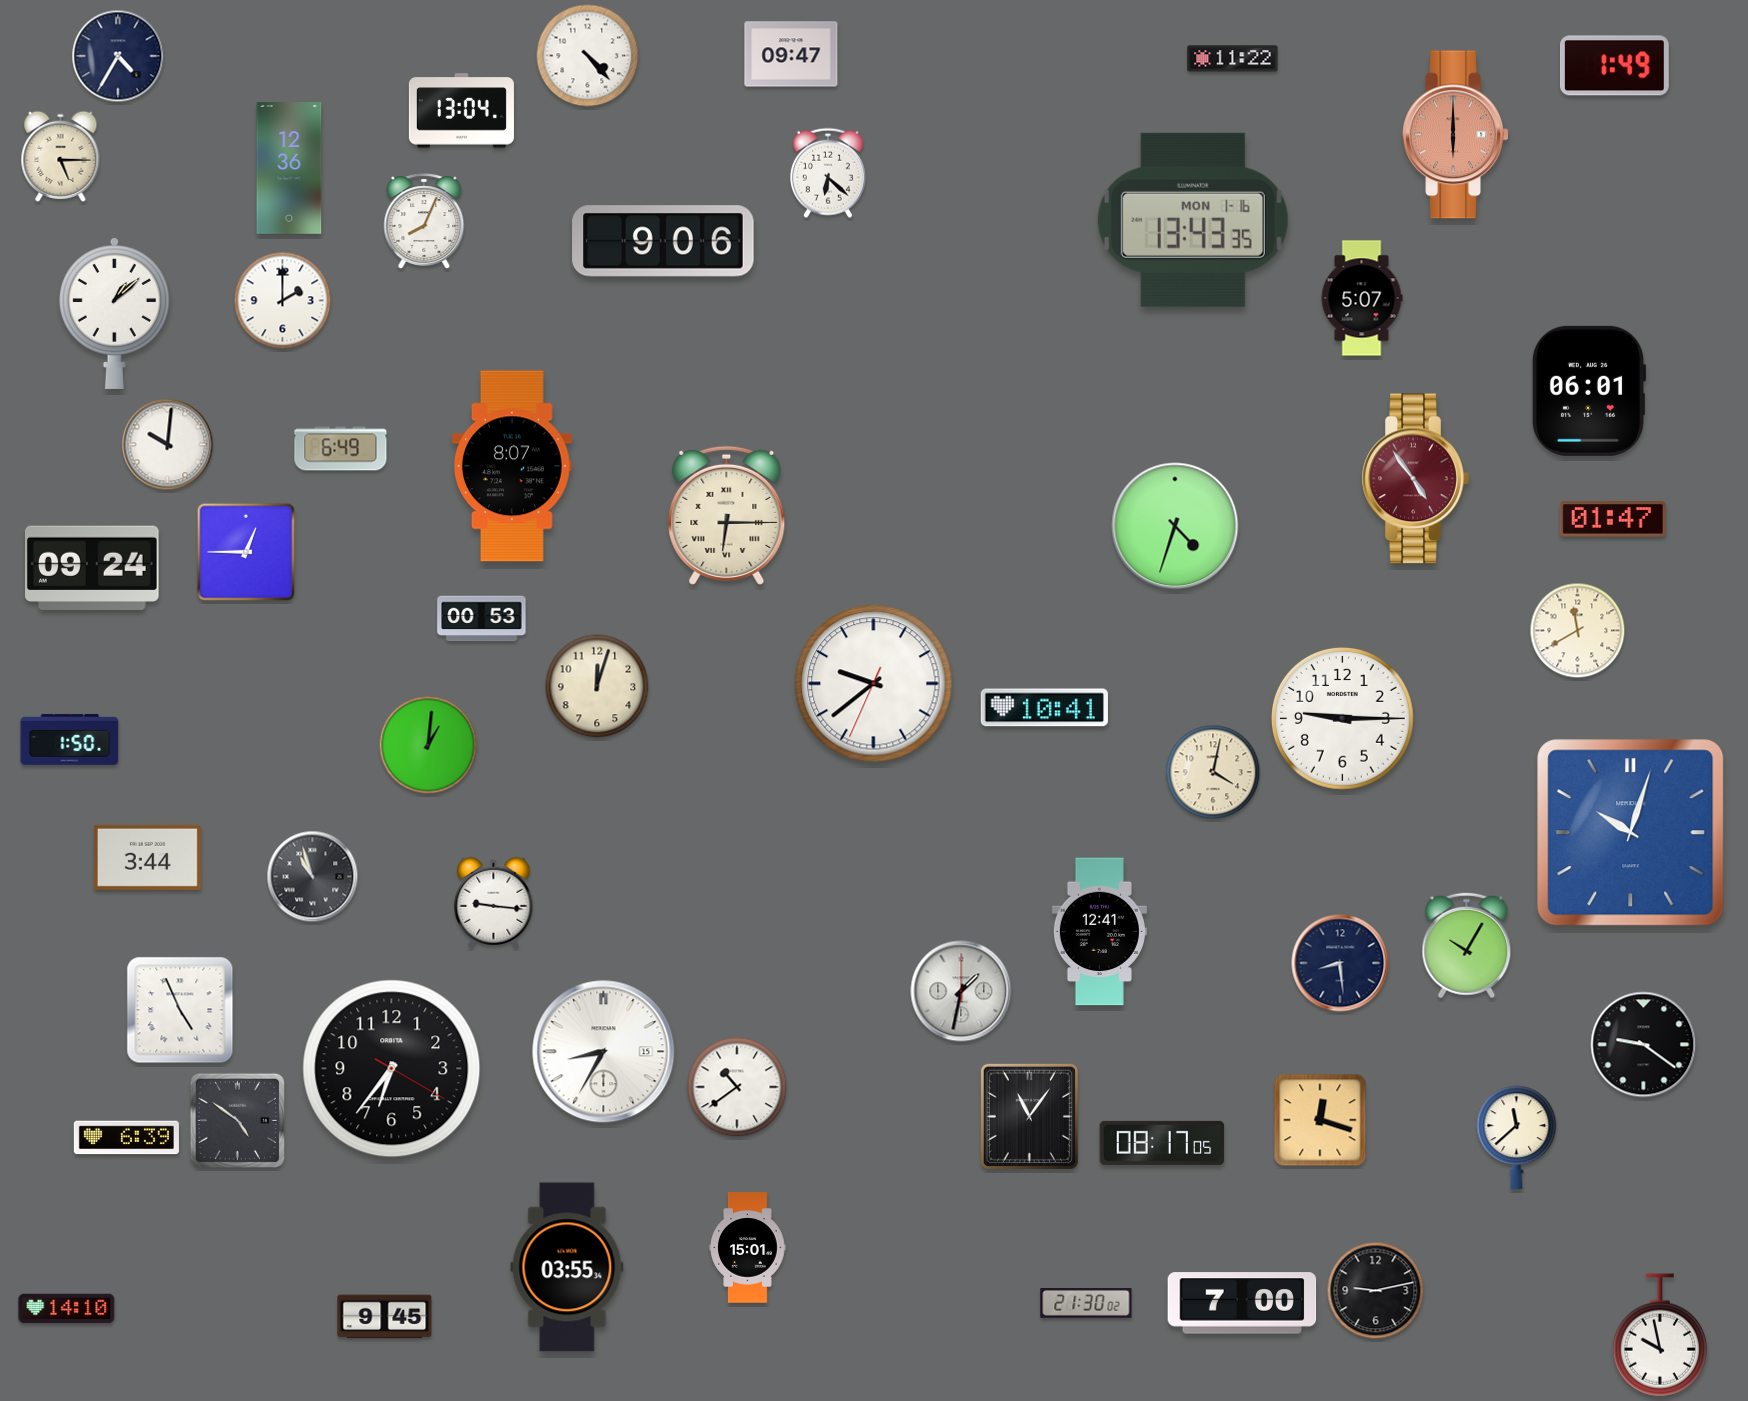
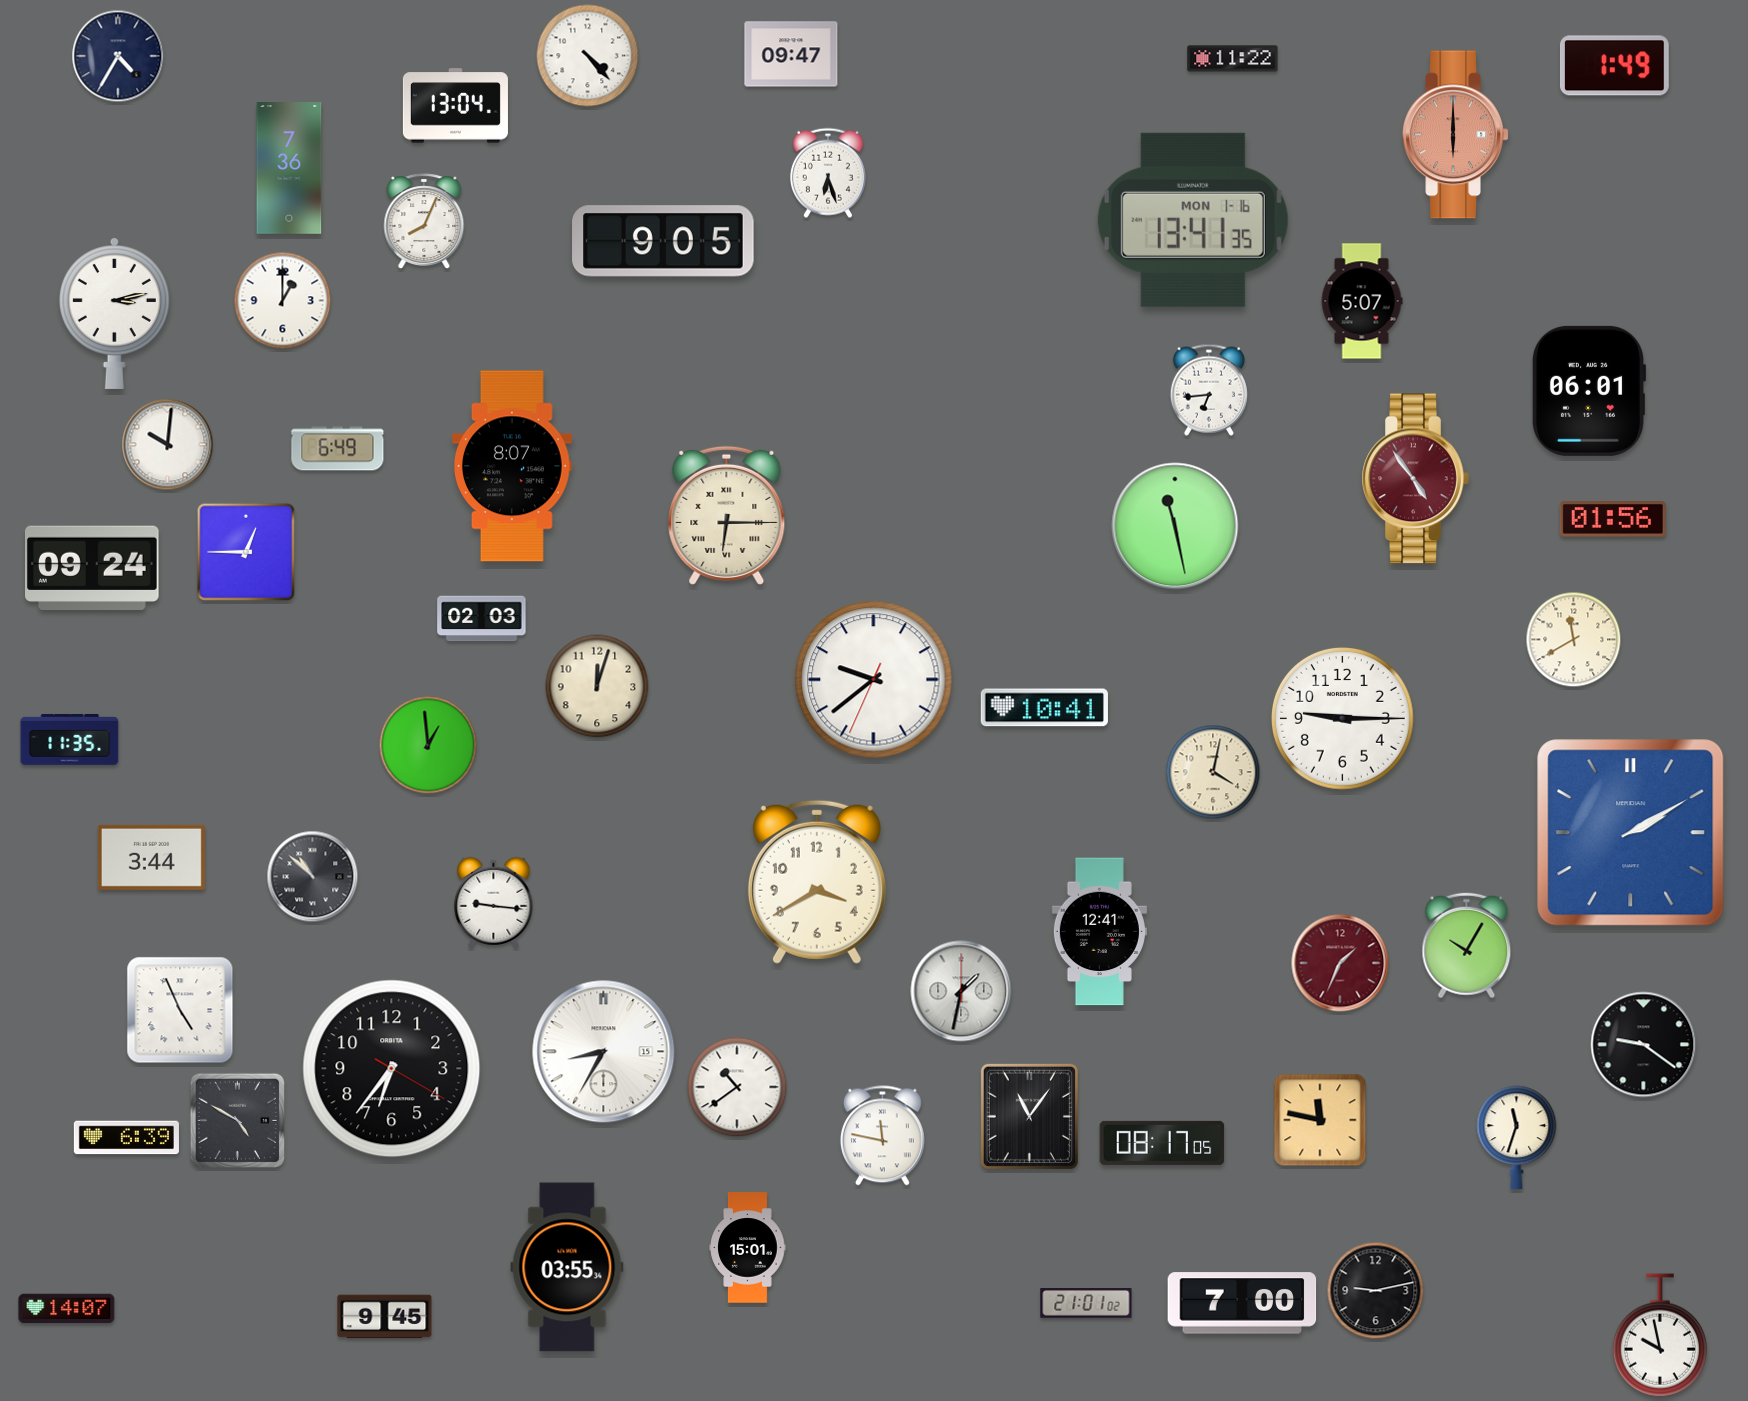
clock at (461, 111) position: (461, 111) -> (455, 106)
clock at (61, 156): 5:15 -> none
clock at (289, 169): 12:36 -> 7:36
clock at (828, 173): 6:22 -> 6:27
clock at (1193, 220): 13:43 -> 13:41
clock at (663, 241): 9:06 -> 9:05
clock at (1362, 298) position: (1362, 298) -> (1362, 301)
clock at (283, 301): 2:00 -> 1:00
clock at (114, 313): 1:08 -> 3:13
clock at (1209, 390): none -> 6:44
clock at (341, 449) position: (341, 449) -> (338, 449)
clock at (1613, 519): 01:47 -> 01:56
clock at (1175, 526): 4:33 -> 11:28
clock at (482, 619): 00:53 -> 02:03
clock at (1578, 631) position: (1578, 631) -> (1574, 640)
clock at (874, 684) position: (874, 684) -> (874, 680)
clock at (70, 739): 1:50 -> 11:35
clock at (428, 745): 1:01 -> 12:59
clock at (1631, 833): 10:03 -> 2:10
clock at (147, 857) position: (147, 857) -> (151, 857)
clock at (313, 877): 10:57 -> 10:52
clock at (817, 882): none -> 3:40
clock at (1340, 963): 8:29 -> 1:34
clock at (1340, 963) dial: navy -> burgundy
clock at (237, 1120): 4:51 -> 4:50
clock at (1320, 1120): 12:18 -> 11:47
clock at (882, 1136): none -> 11:47
clock at (1517, 1137): 11:38 -> 11:33
clock at (1086, 1304): 21:30 -> 21:01
clock at (67, 1309): 14:10 -> 14:07
